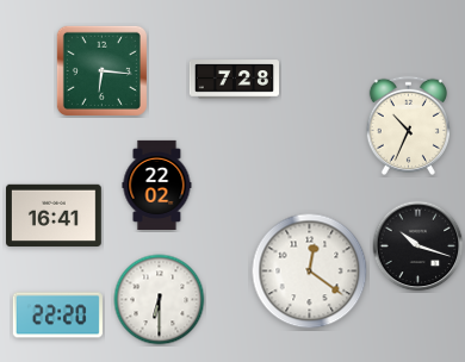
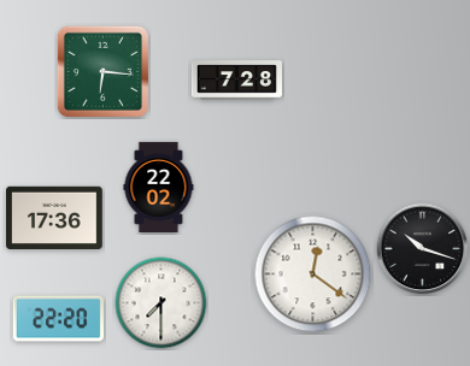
clock at (408, 125): 10:34 -> none
clock at (55, 214): 16:41 -> 17:36
clock at (160, 300): 6:30 -> 7:30
